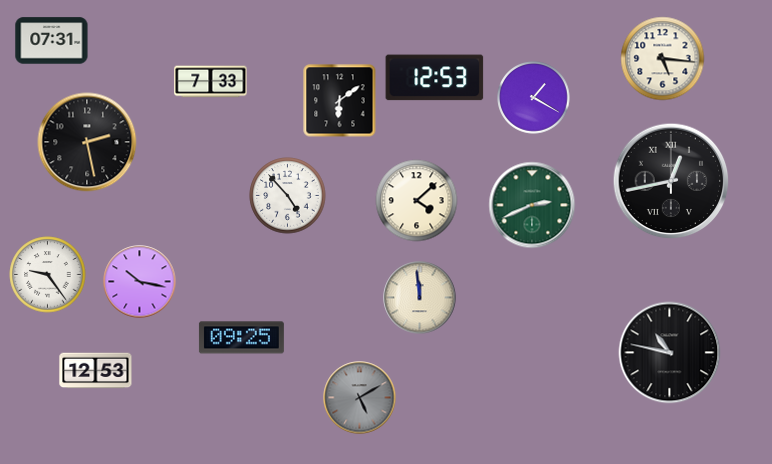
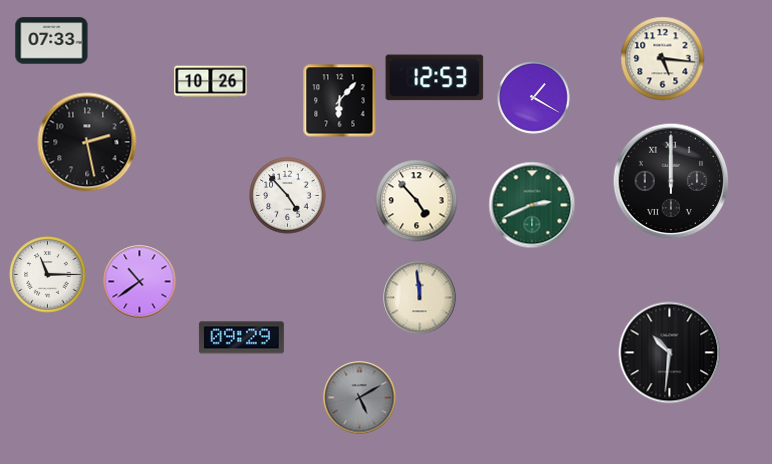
clock at (52, 41): 07:31 -> 07:33
clock at (211, 82): 7:33 -> 10:26
clock at (340, 101): 6:09 -> 6:07
clock at (671, 181): 12:43 -> 12:00
clock at (417, 201): 4:08 -> 4:53
clock at (48, 275): 9:24 -> 11:15
clock at (140, 282): 10:17 -> 10:39
clock at (241, 338): 09:25 -> 09:29
clock at (670, 353): 10:47 -> 10:31
clock at (96, 371): 12:53 -> none
